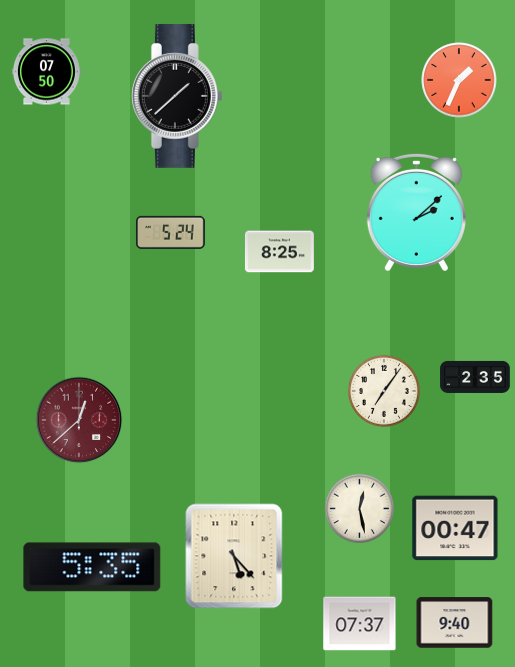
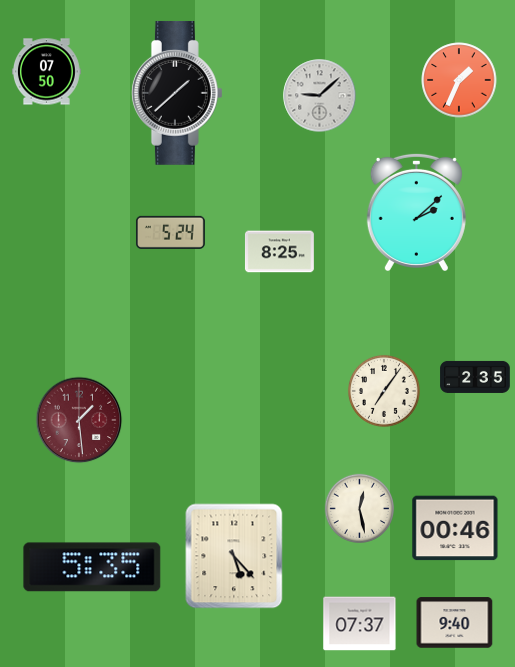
clock at (177, 96) position: (177, 96) -> (177, 93)
clock at (320, 96): none -> 9:08
clock at (79, 420): 12:38 -> 1:29
clock at (455, 528): 00:47 -> 00:46
